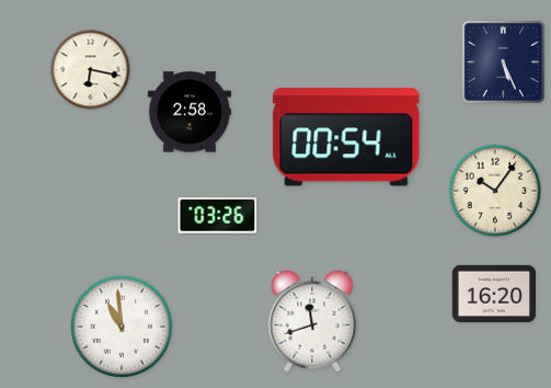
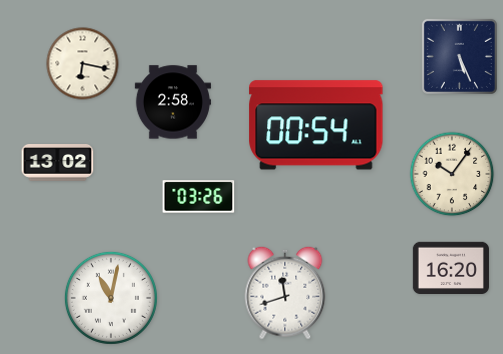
clock at (58, 163): none -> 13:02
clock at (122, 327): 10:59 -> 11:02
